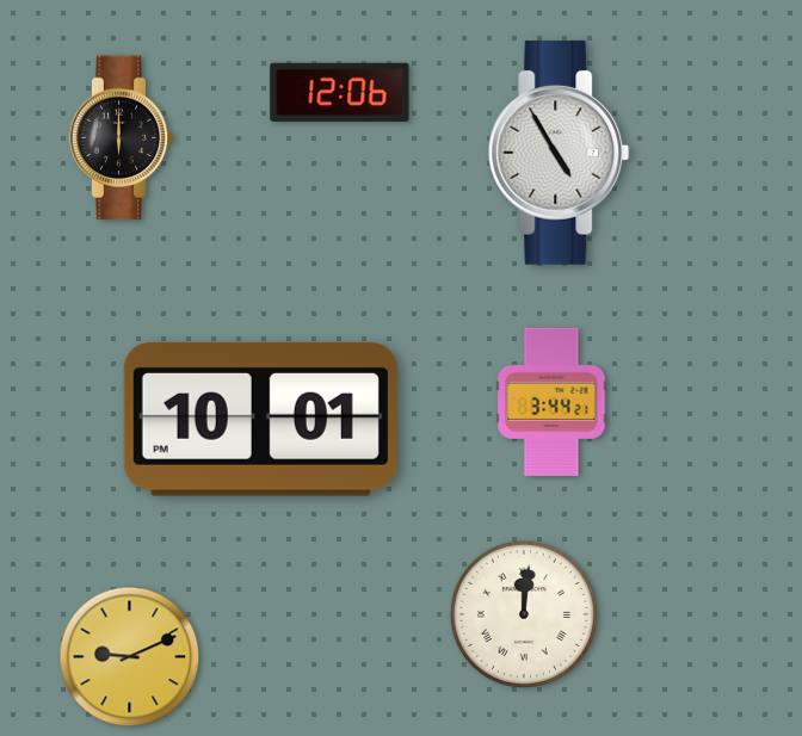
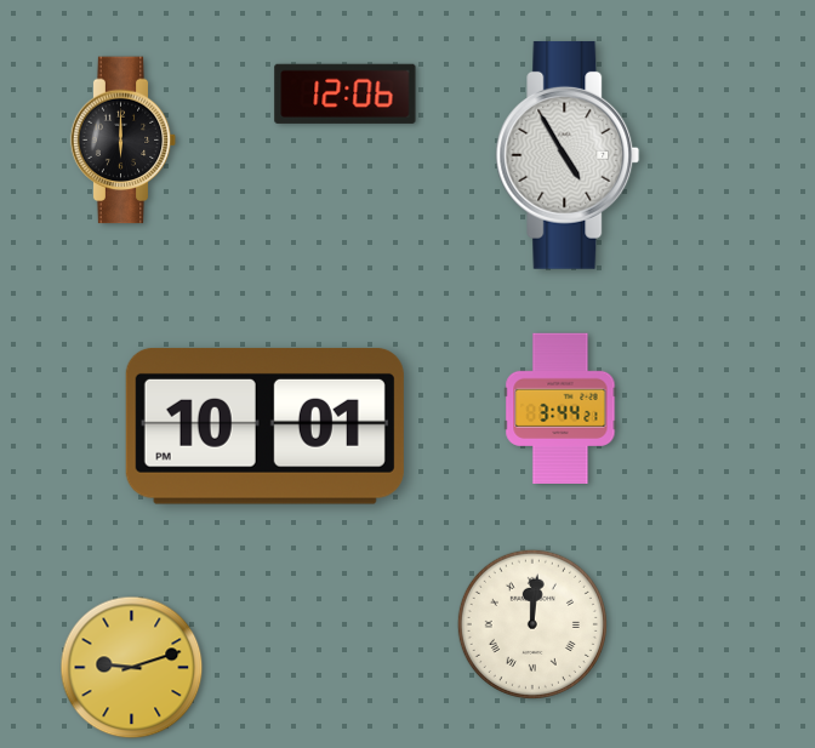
clock at (130, 657): 9:11 -> 9:12
